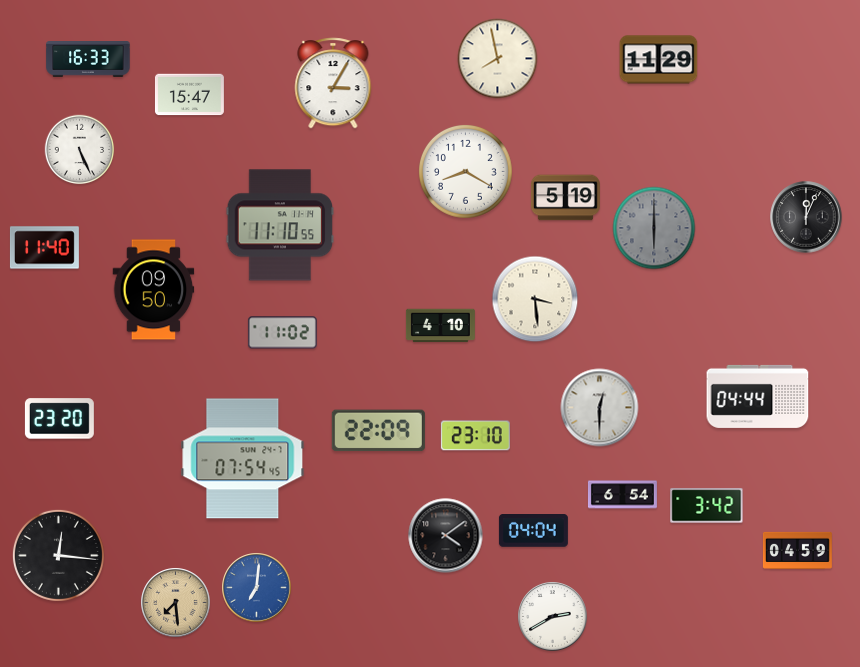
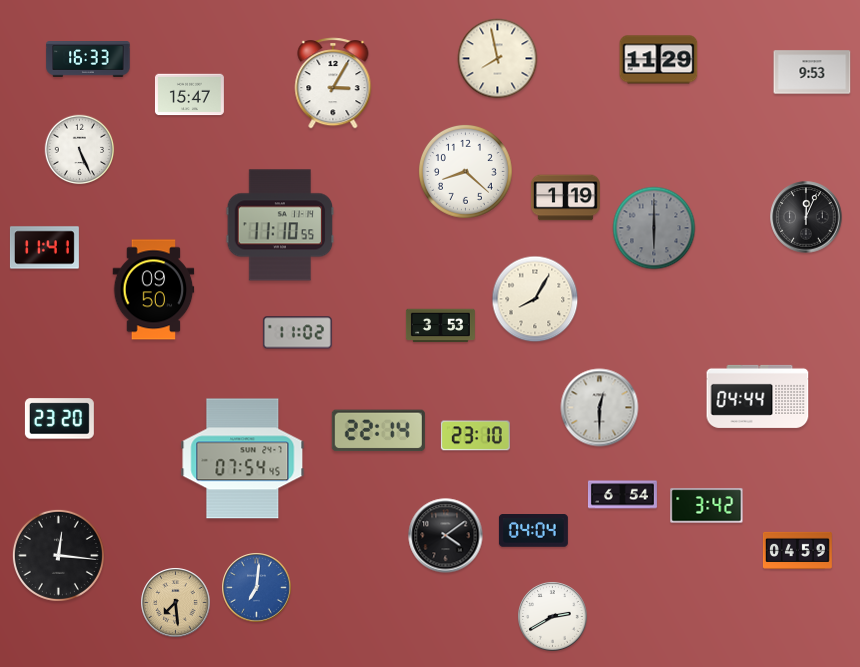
clock at (812, 72): none -> 9:53
clock at (465, 171): 8:20 -> 8:22
clock at (565, 198): 5:19 -> 1:19
clock at (44, 248): 11:40 -> 11:41
clock at (535, 299): 3:29 -> 8:05
clock at (440, 326): 4:10 -> 3:53
clock at (282, 333) position: (282, 333) -> (297, 333)
clock at (378, 431): 22:09 -> 22:14
